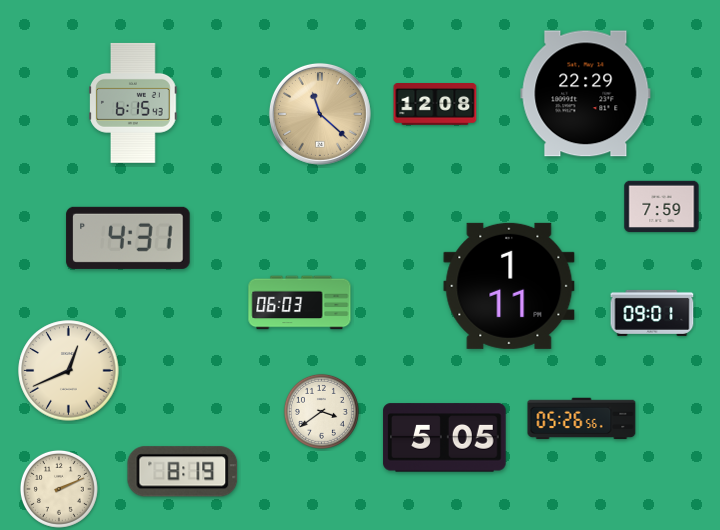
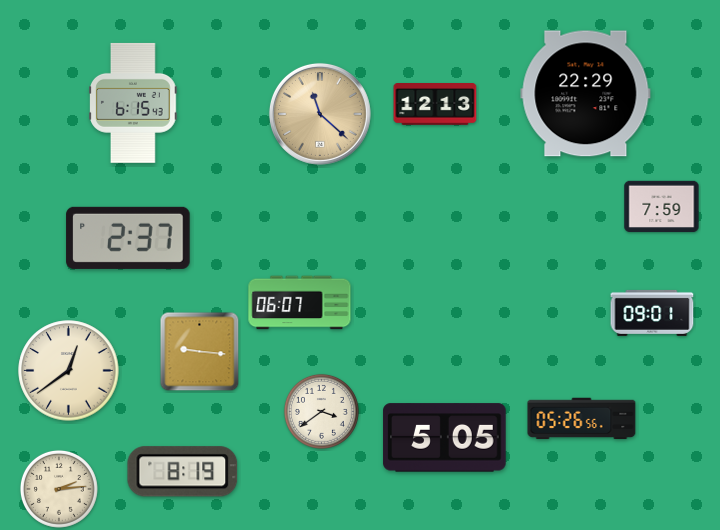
clock at (435, 105): 12:08 -> 12:13
clock at (128, 238): 4:31 -> 2:37
clock at (509, 286): 1:11 -> none
clock at (300, 303): 06:03 -> 06:07
clock at (200, 352): none -> 9:16
clock at (69, 371): 12:41 -> 12:39
clock at (59, 489): 2:11 -> 2:14
